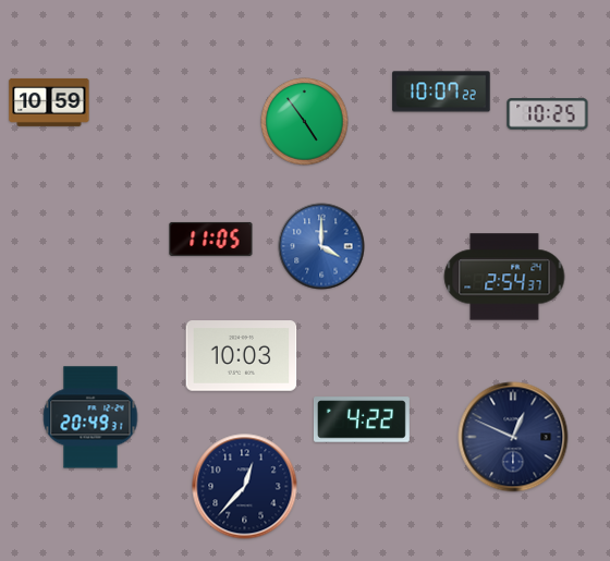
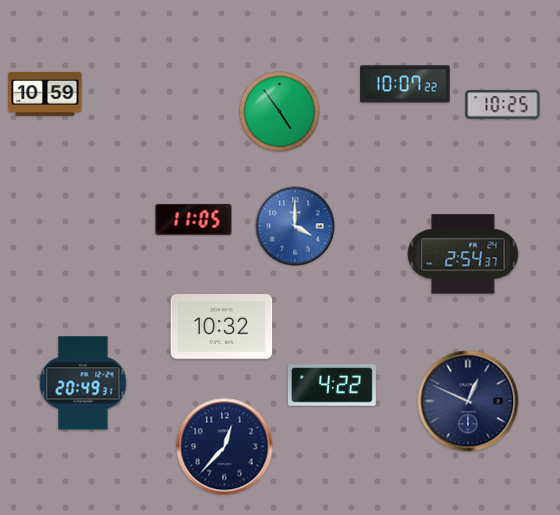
clock at (242, 356): 10:03 -> 10:32
clock at (513, 437) position: (513, 437) -> (468, 401)
